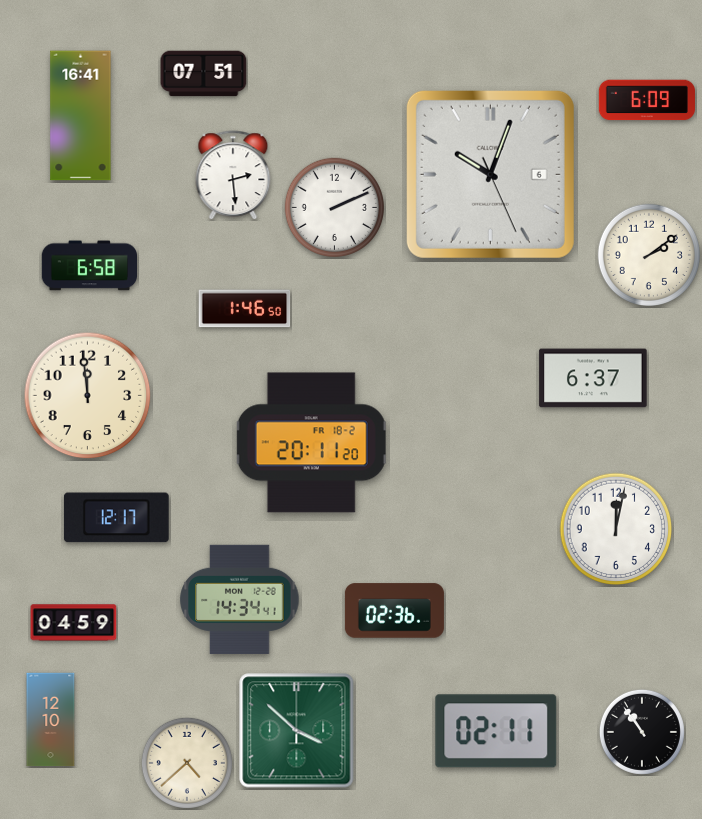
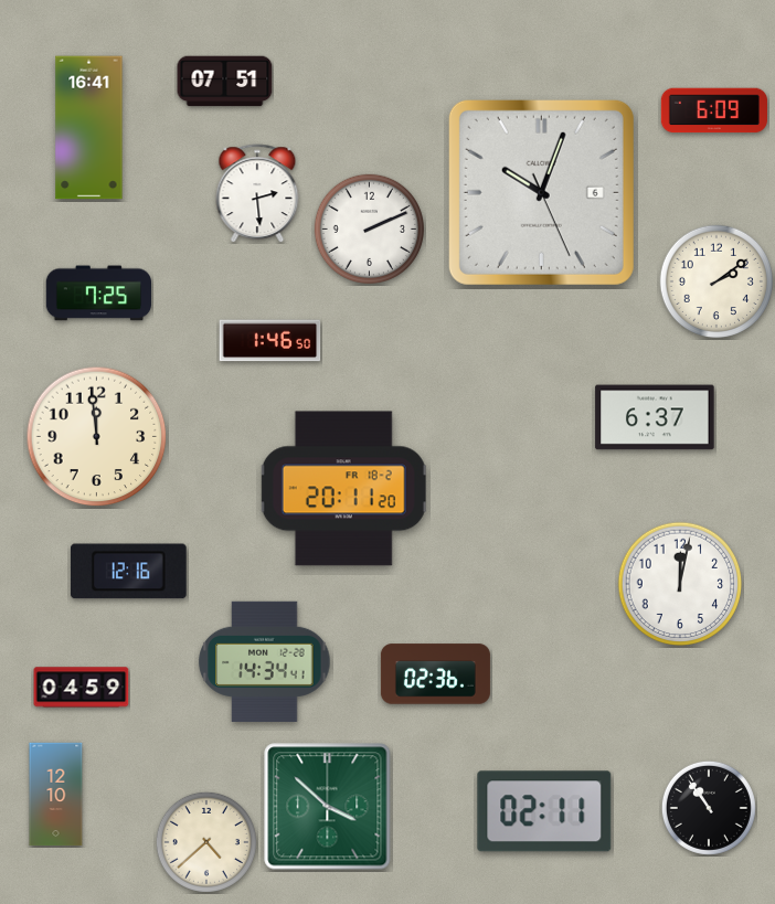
clock at (89, 266): 6:58 -> 7:25
clock at (116, 518): 12:17 -> 12:16
clock at (496, 731) position: (496, 731) -> (544, 811)
